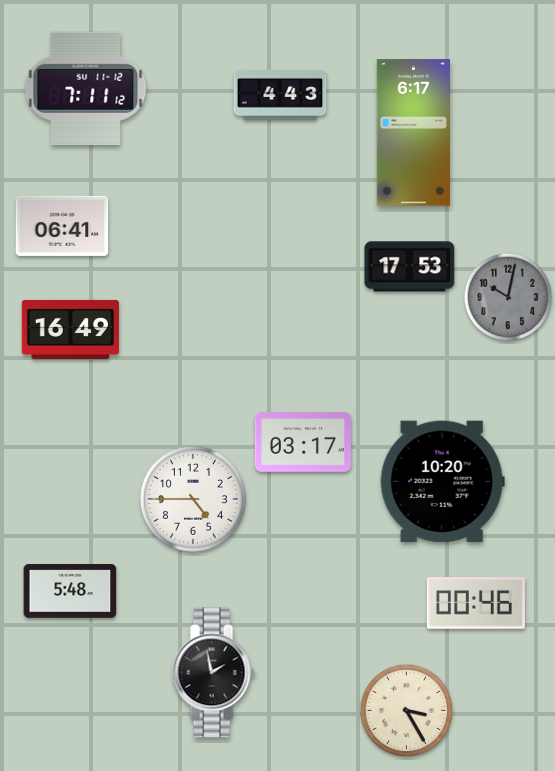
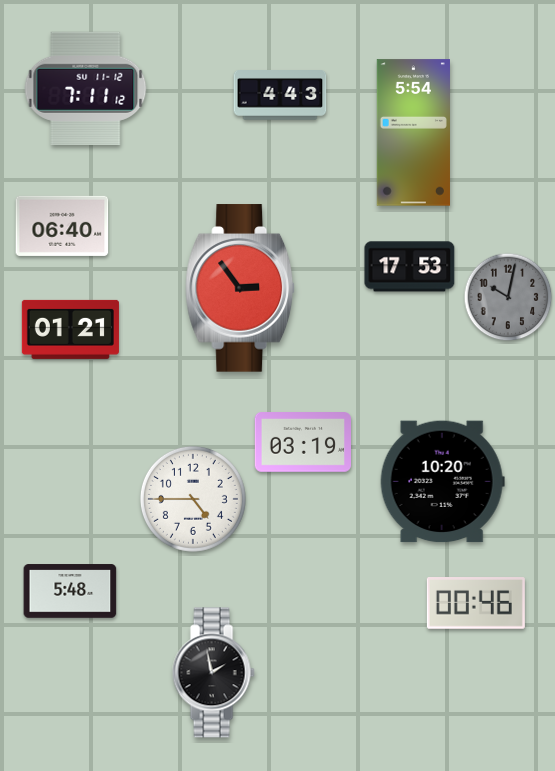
clock at (413, 133): 6:17 -> 5:54
clock at (62, 226): 06:41 -> 06:40
clock at (241, 288): none -> 2:54
clock at (70, 329): 16:49 -> 01:21
clock at (302, 442): 03:17 -> 03:19
clock at (407, 711): 3:25 -> none
